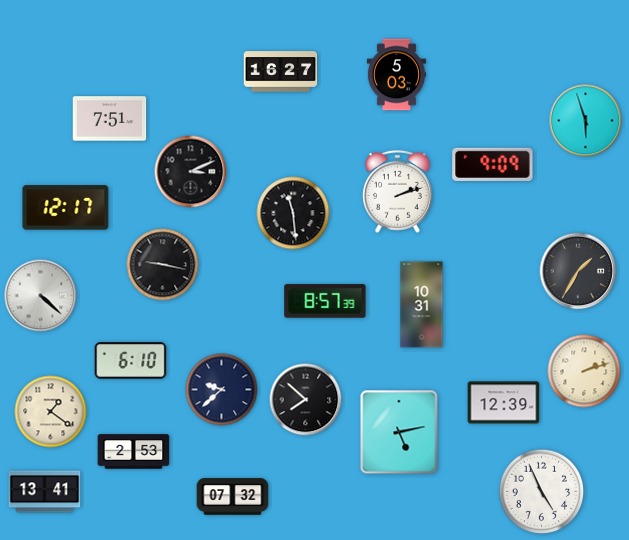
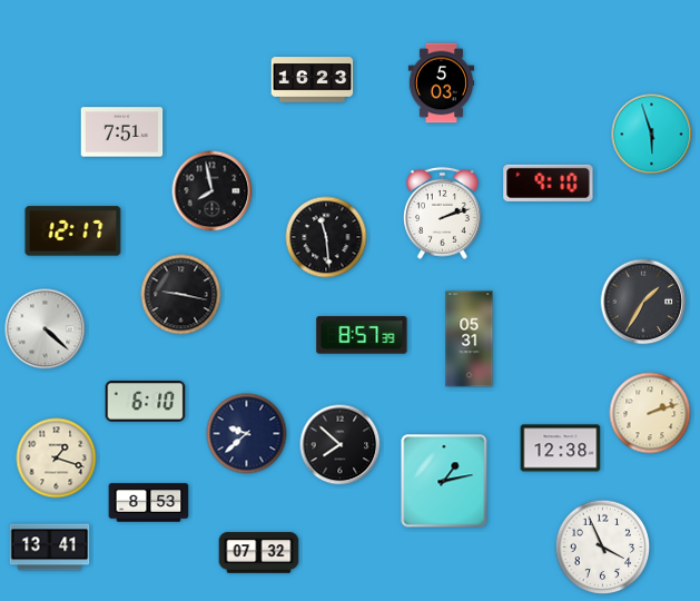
clock at (281, 72): 16:27 -> 16:23
clock at (493, 164): 9:09 -> 9:10
clock at (191, 172): 3:11 -> 7:58
clock at (422, 305): 10:31 -> 05:31
clock at (504, 403): 12:39 -> 12:38
clock at (51, 412): 1:21 -> 1:18
clock at (399, 432): 5:13 -> 1:13
clock at (134, 452): 2:53 -> 8:53
clock at (542, 492): 4:56 -> 3:56
